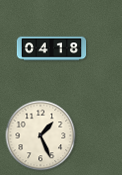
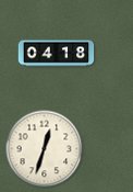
clock at (41, 136): 1:26 -> 12:33
